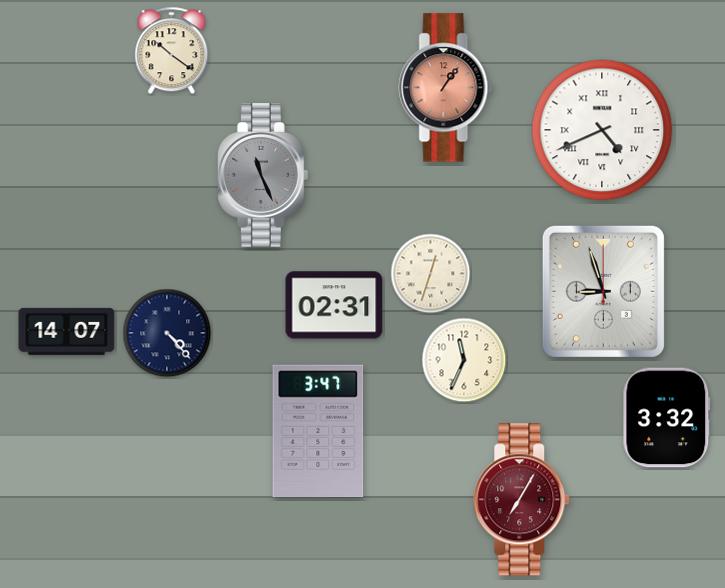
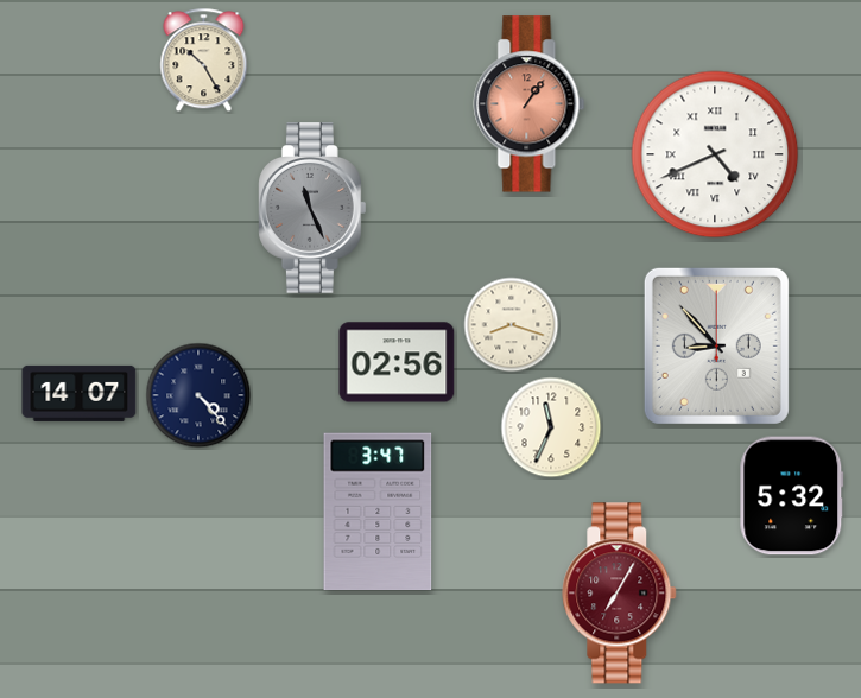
clock at (172, 51): 10:21 -> 10:25
clock at (431, 274): 12:33 -> 8:18
clock at (603, 291): 8:57 -> 8:53
clock at (334, 305): 02:31 -> 02:56
clock at (667, 418): 3:32 -> 5:32
